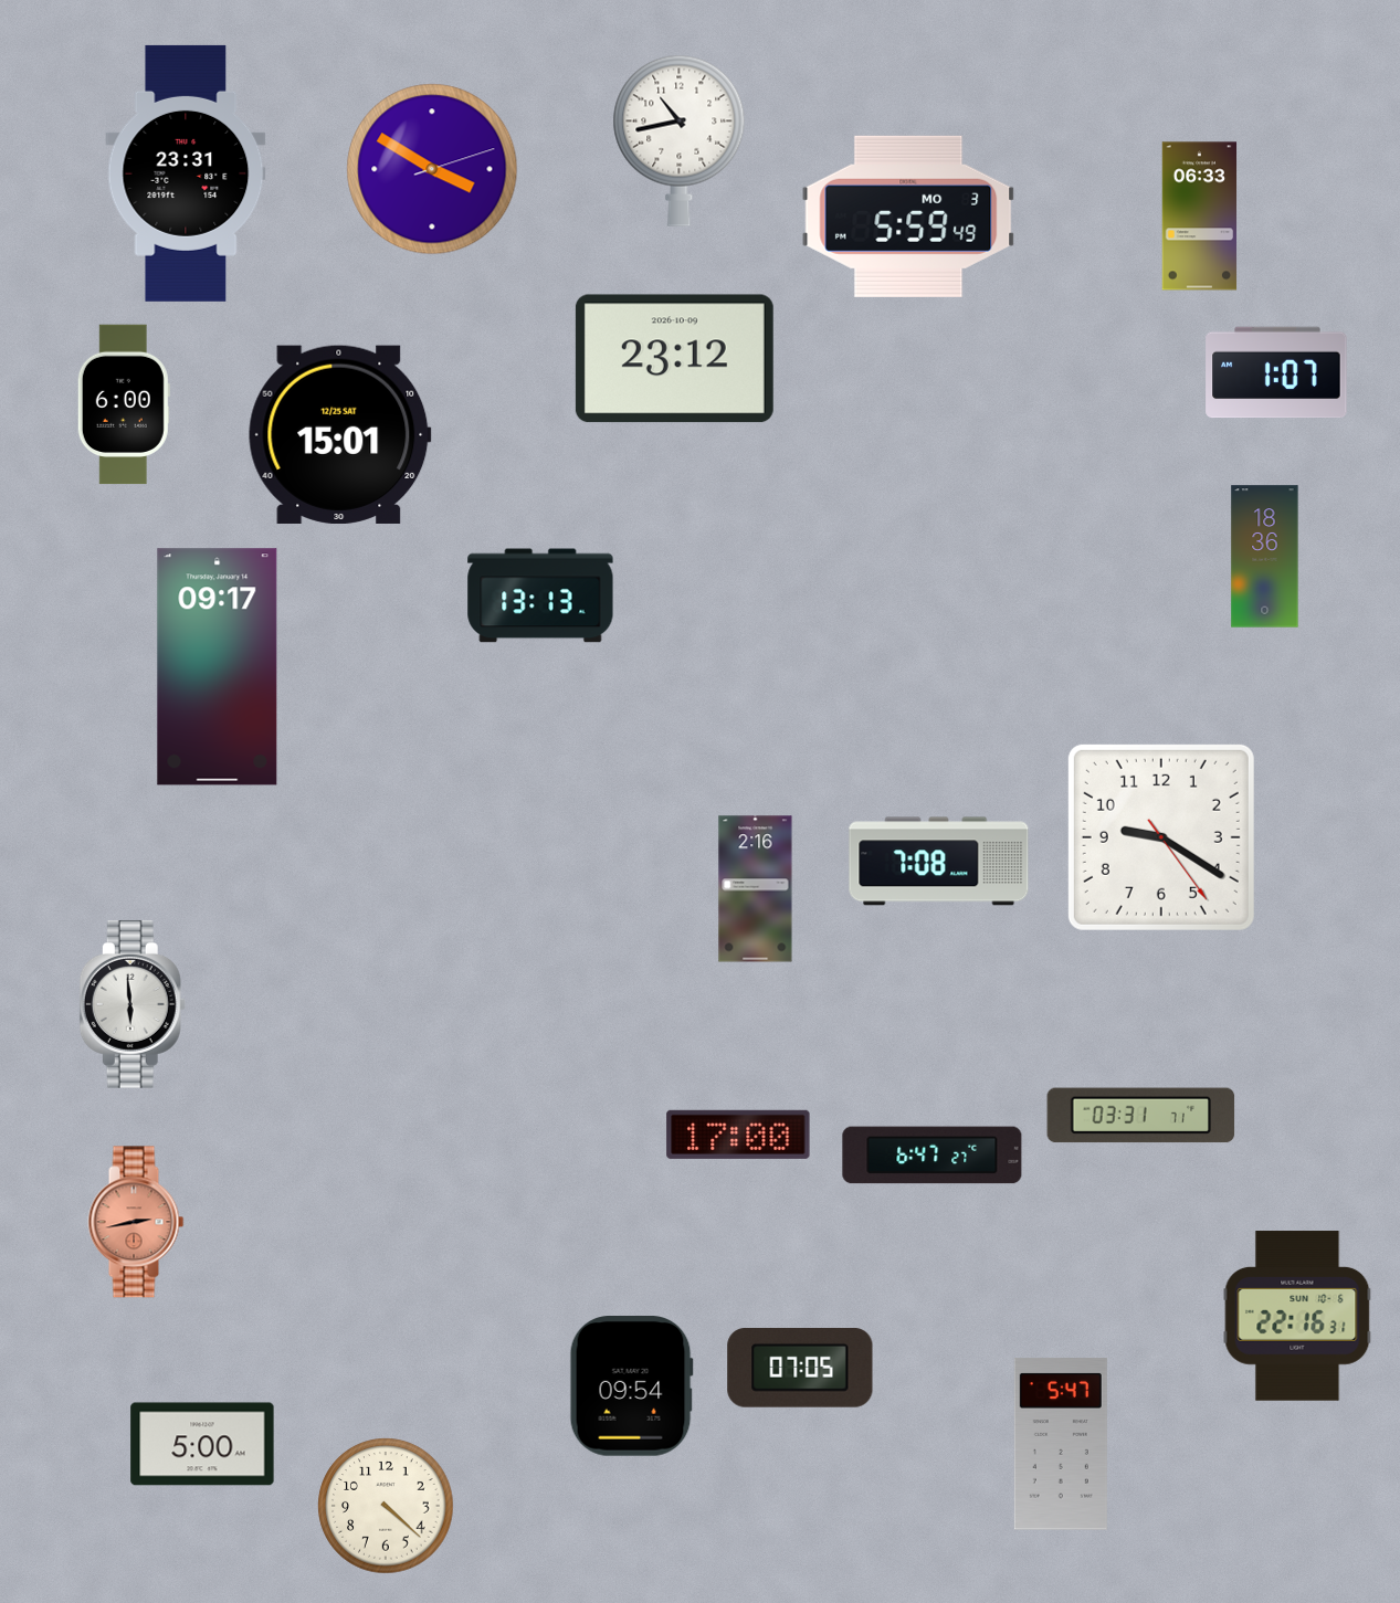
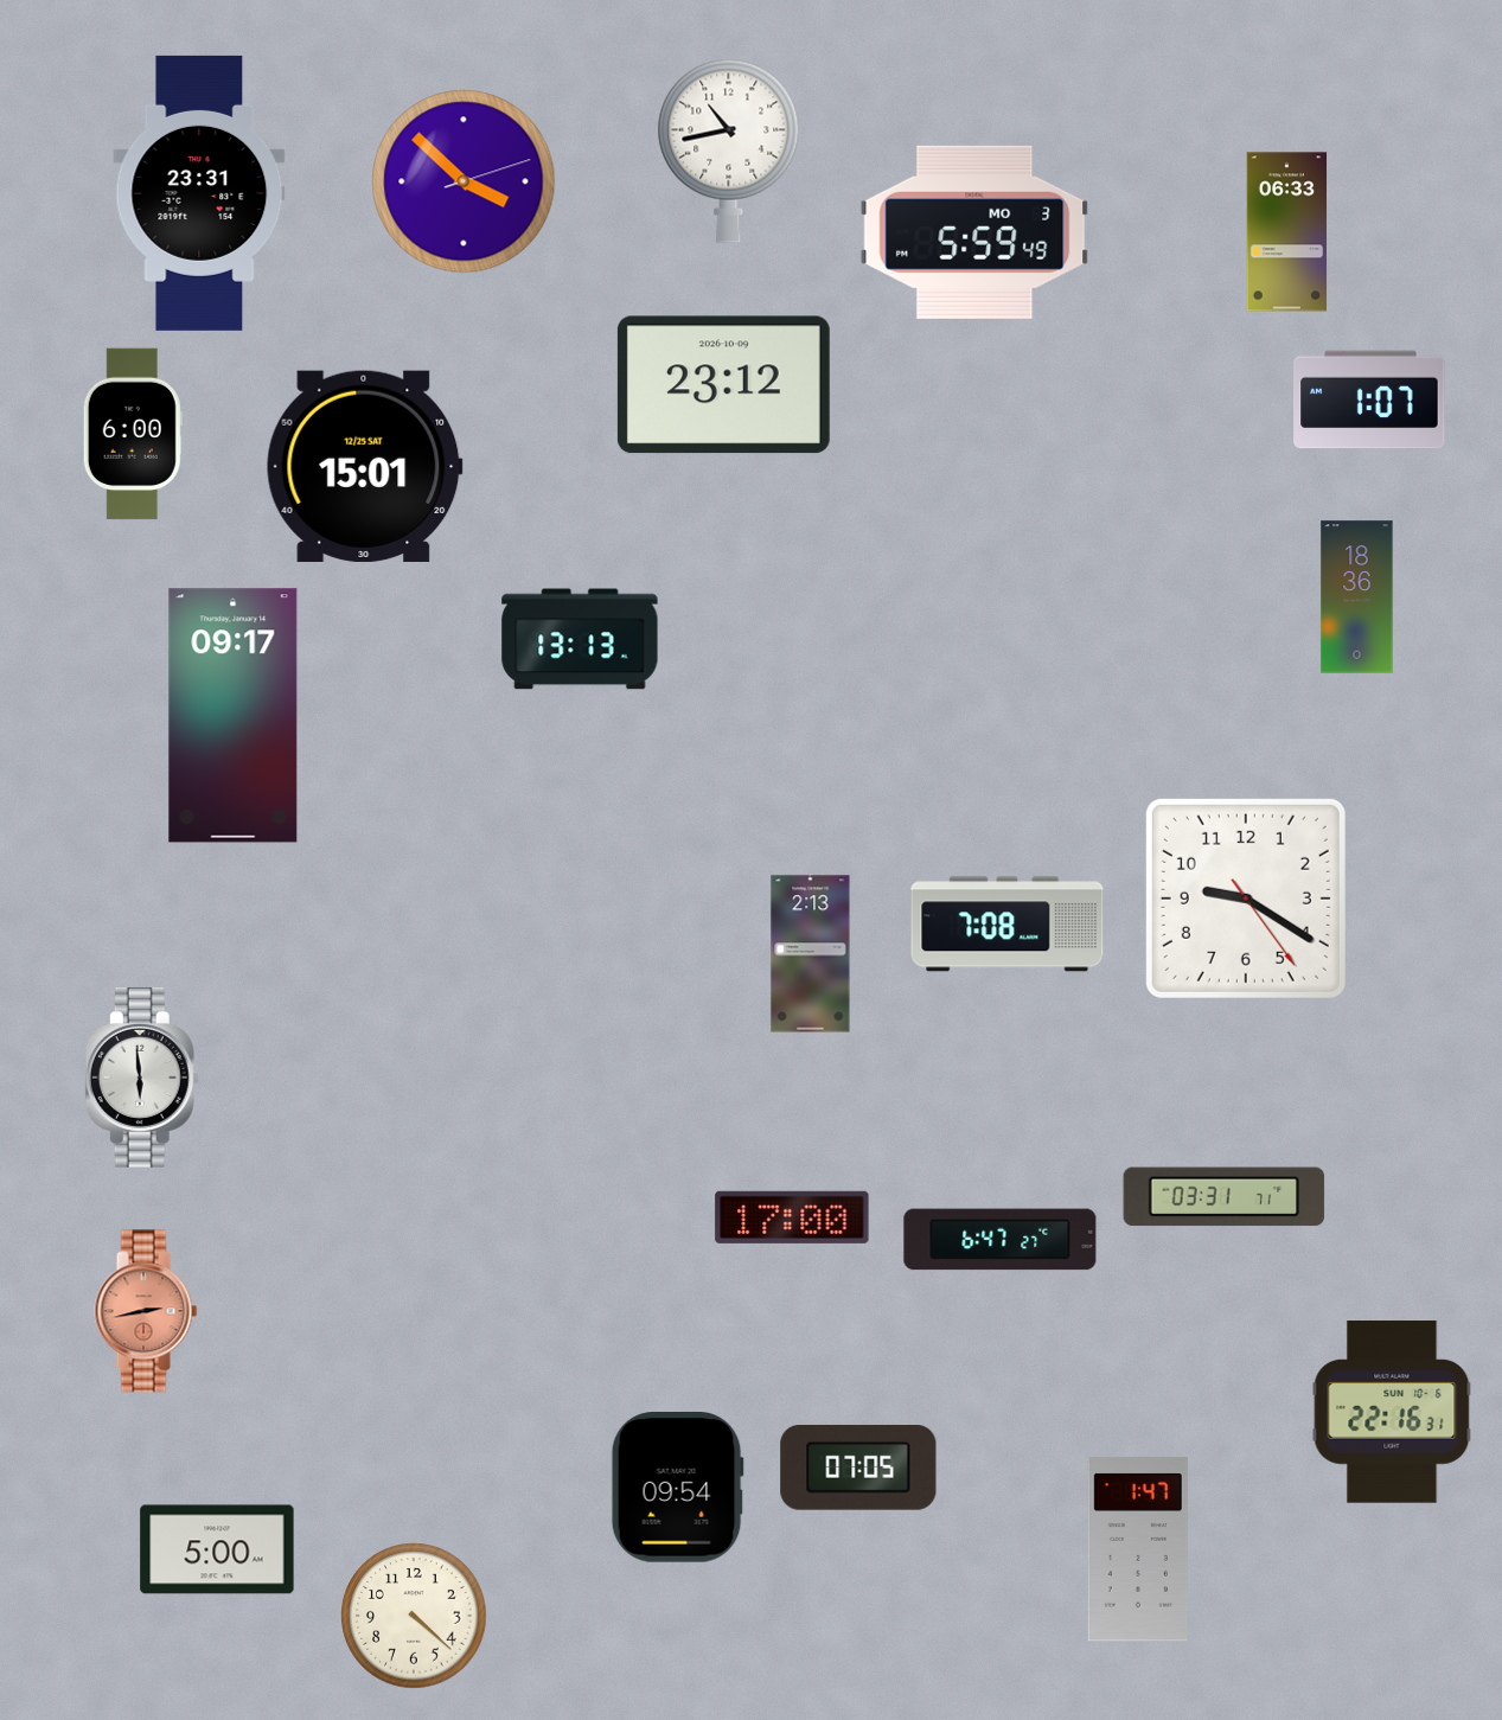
clock at (432, 169): 3:50 -> 3:52
clock at (186, 173) position: (186, 173) -> (199, 193)
clock at (756, 889): 2:16 -> 2:13
clock at (1061, 1444): 5:47 -> 1:47
